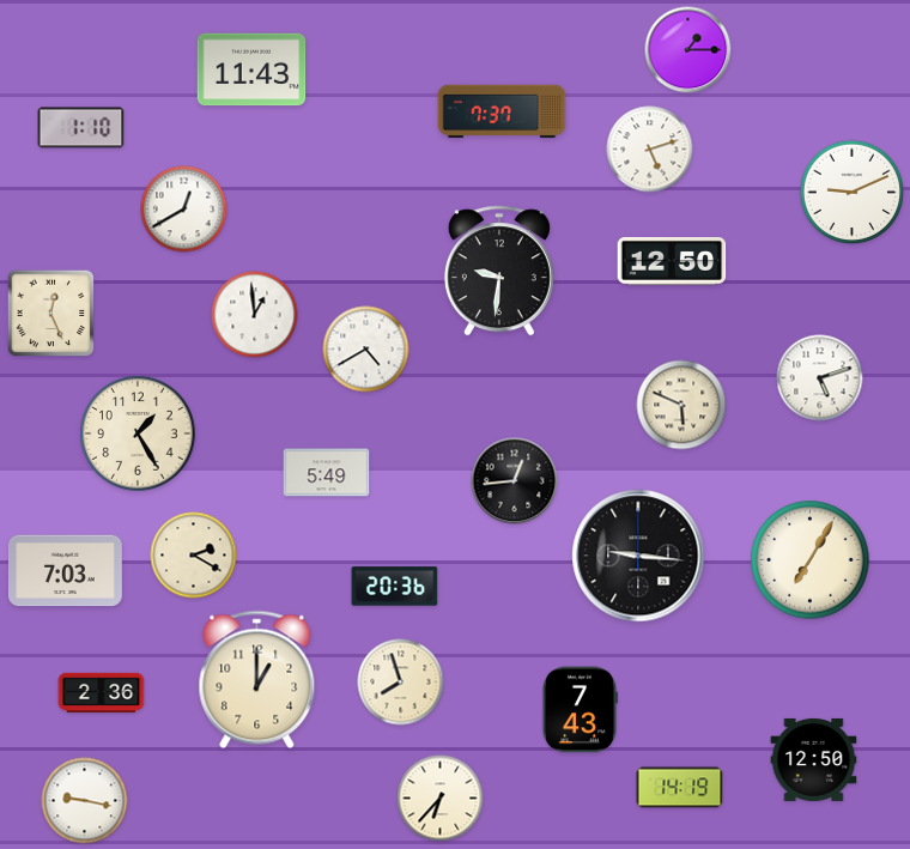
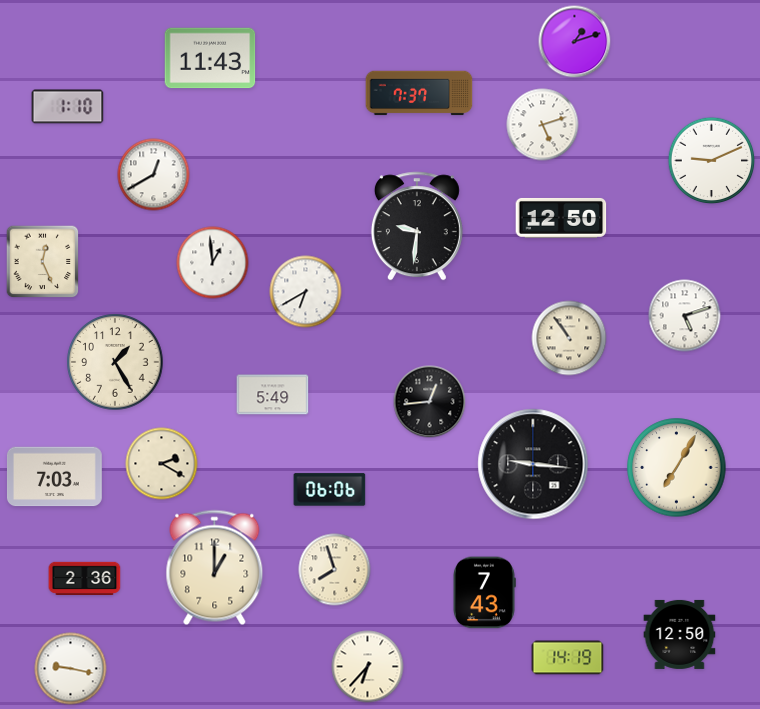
clock at (688, 50): 1:15 -> 1:12
clock at (366, 350): 4:40 -> 6:40
clock at (681, 405): 5:49 -> 10:54
clock at (395, 587): 20:36 -> 06:06
